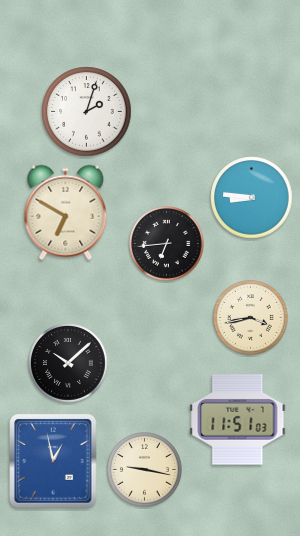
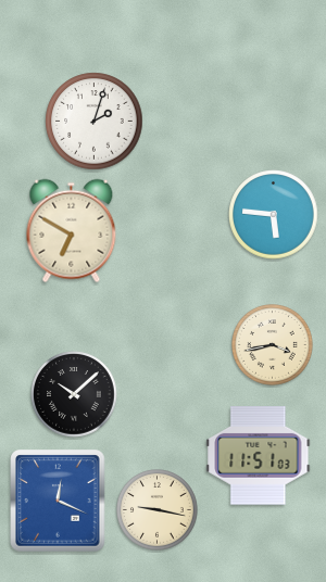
clock at (252, 198): 8:46 -> 5:46
clock at (167, 244): 6:44 -> none
clock at (53, 461): 12:58 -> 12:19
